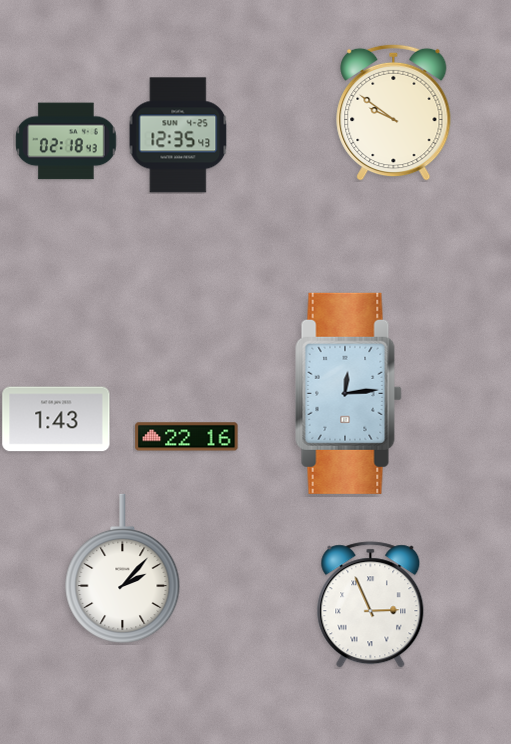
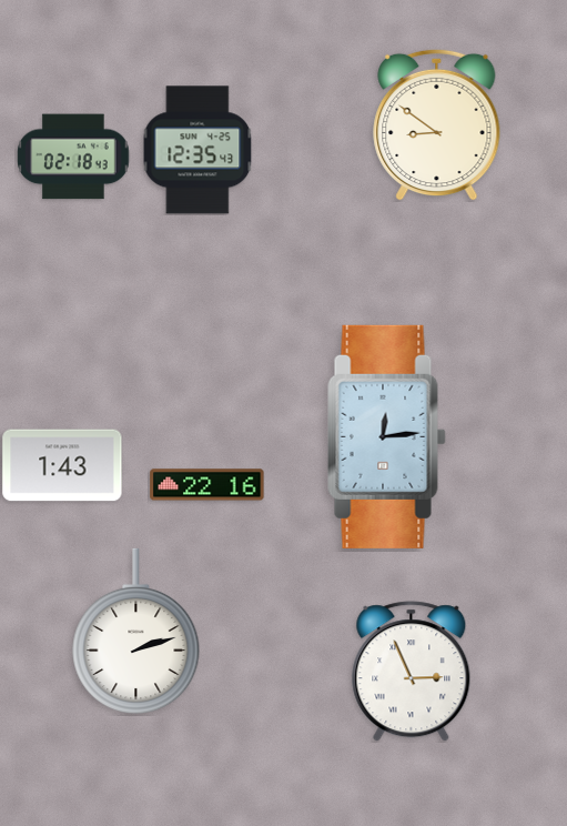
clock at (394, 112): 9:51 -> 8:51
clock at (123, 569): 2:07 -> 2:12
